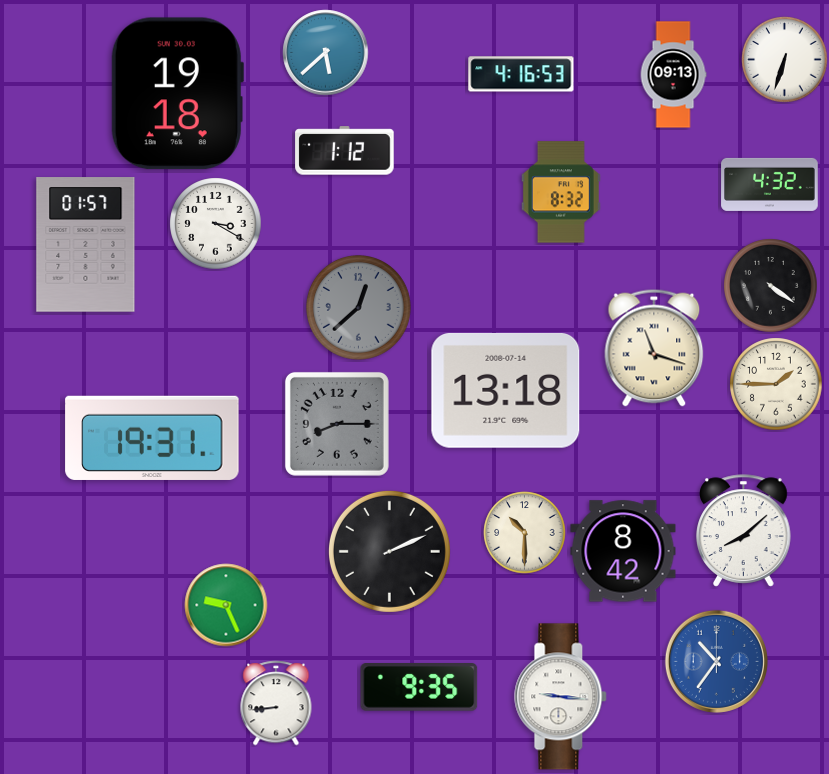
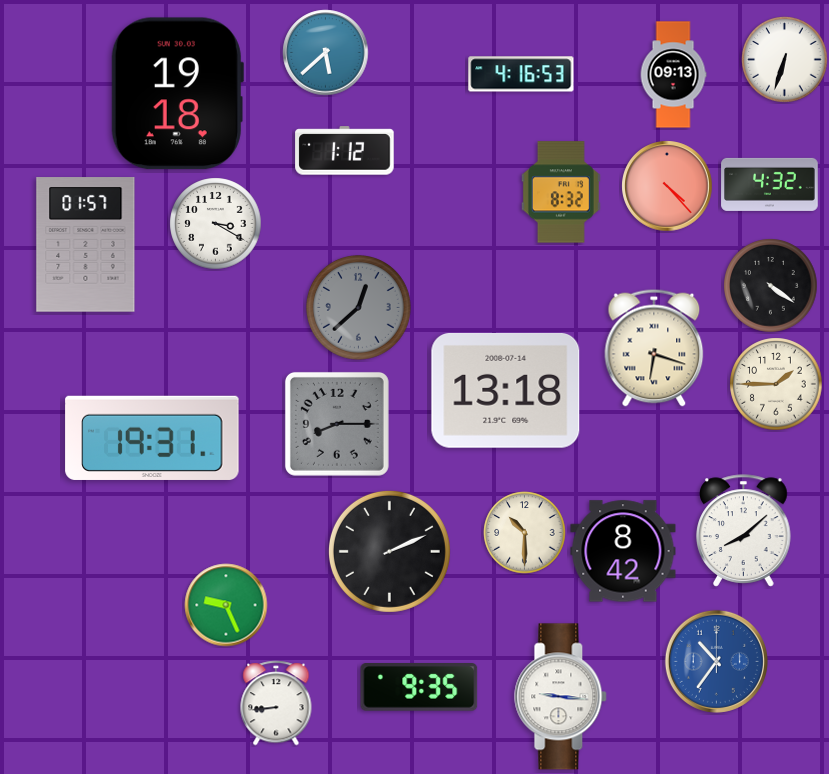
clock at (667, 186): none -> 4:23
clock at (654, 348): 11:18 -> 6:18
